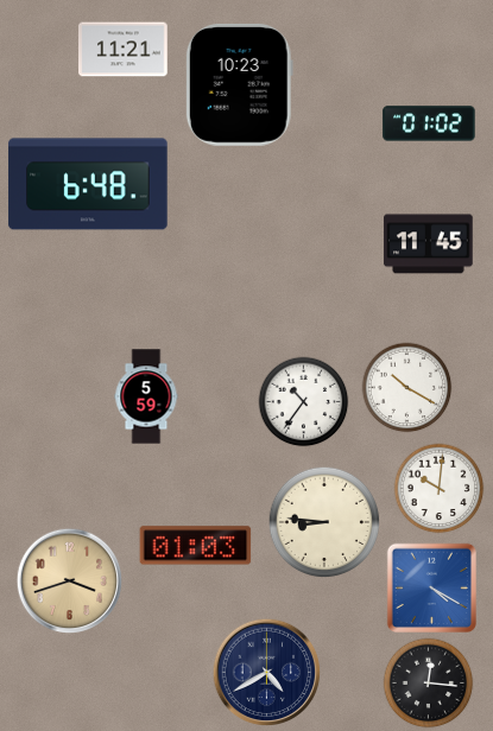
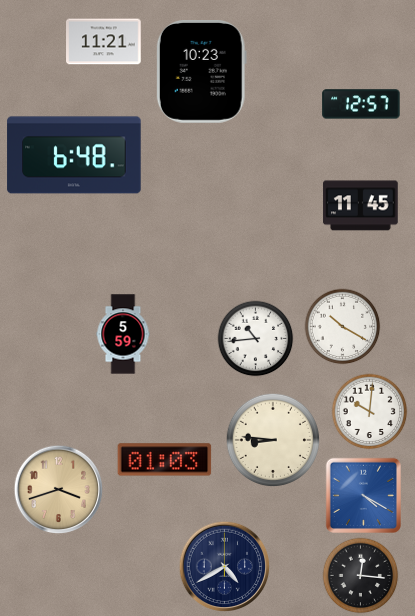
clock at (429, 123): 01:02 -> 12:57
clock at (304, 402): 10:36 -> 10:44
